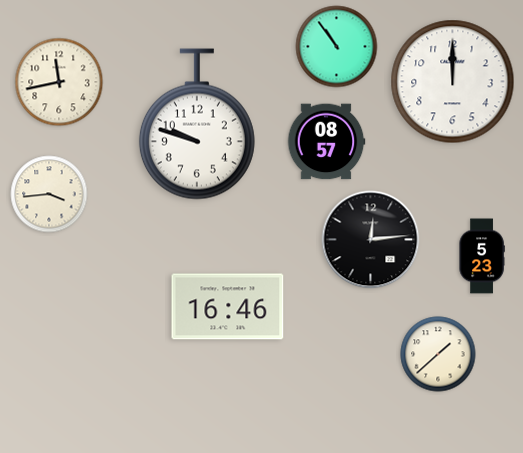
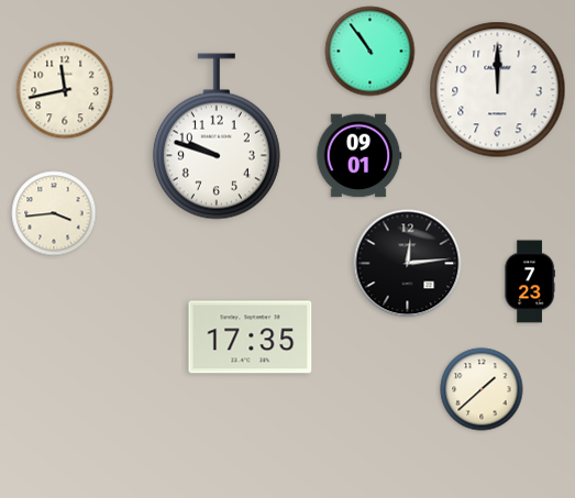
clock at (326, 142): 08:57 -> 09:01
clock at (482, 256): 5:23 -> 7:23
clock at (228, 307): 16:46 -> 17:35
